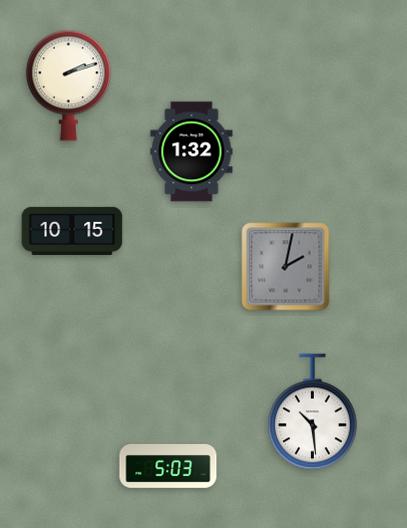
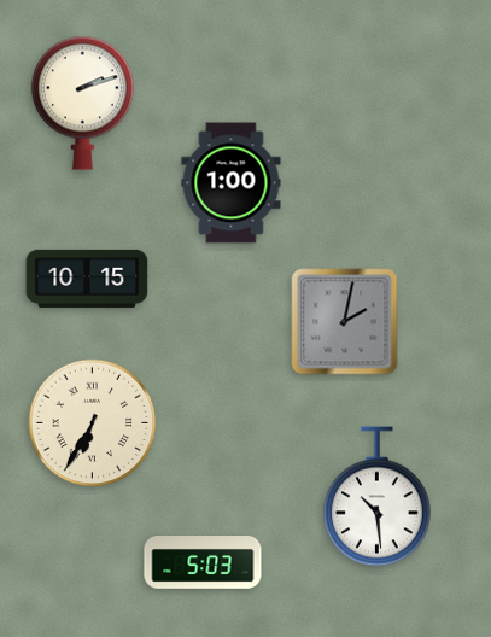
clock at (192, 152): 1:32 -> 1:00
clock at (93, 423): none -> 6:35
